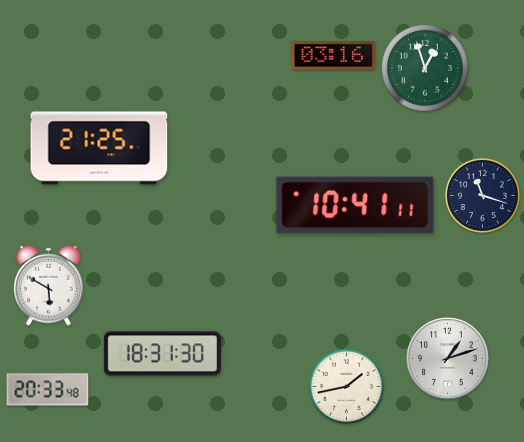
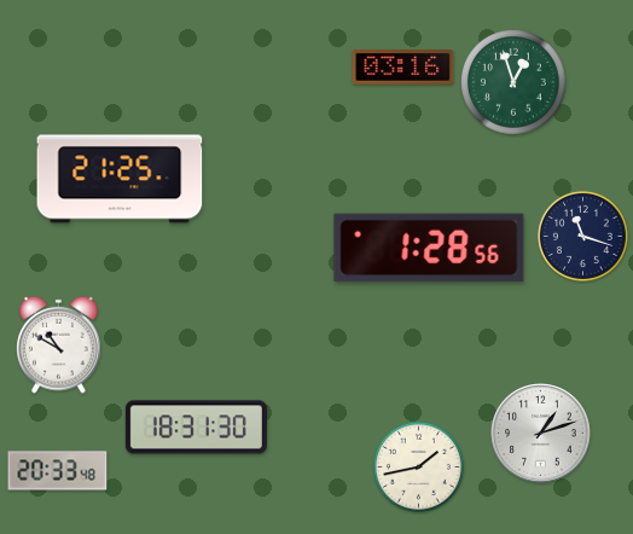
clock at (355, 205): 10:41 -> 1:28
clock at (49, 285): 5:50 -> 10:50
